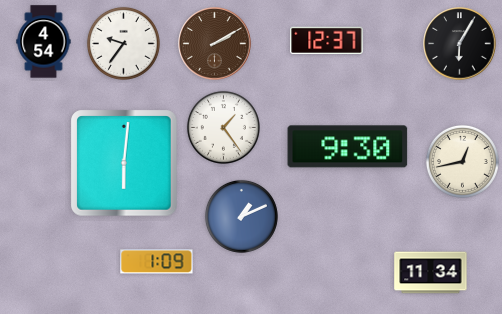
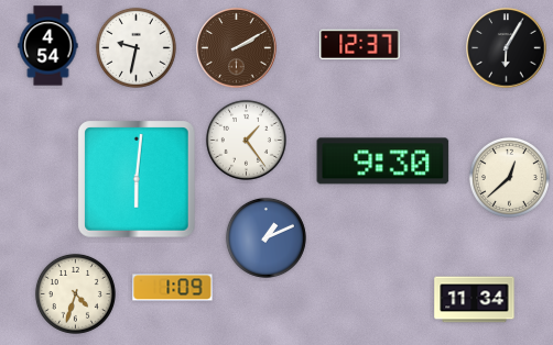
clock at (123, 43): 9:36 -> 9:32
clock at (462, 161): 12:43 -> 12:38
clock at (75, 293): none -> 4:33
